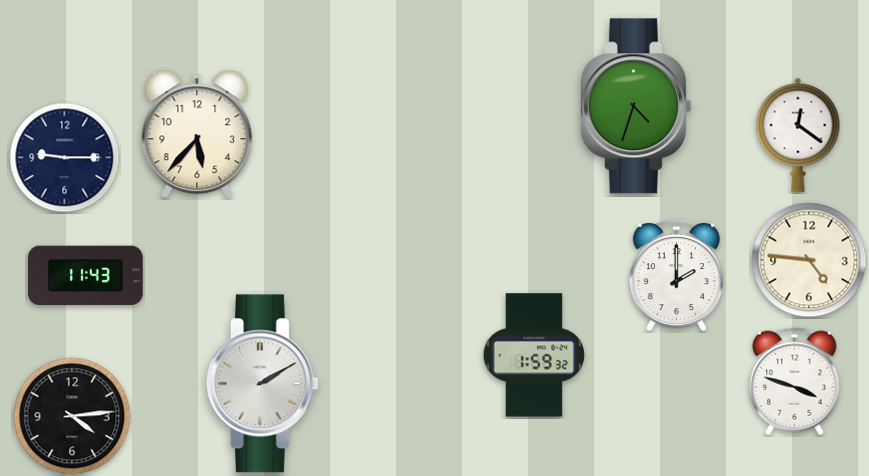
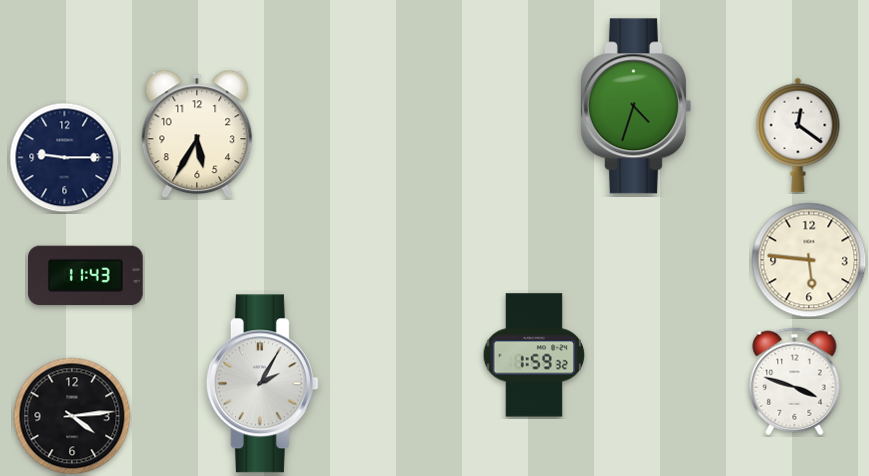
clock at (197, 134): 5:37 -> 5:35
clock at (809, 260): 4:46 -> 5:46
clock at (676, 276): 2:00 -> none
clock at (262, 384): 2:10 -> 2:05
